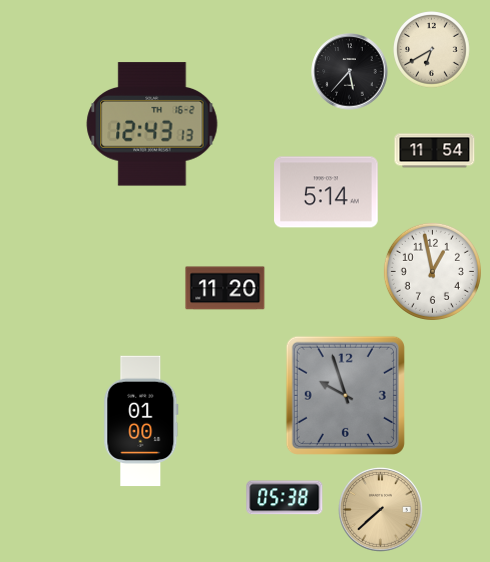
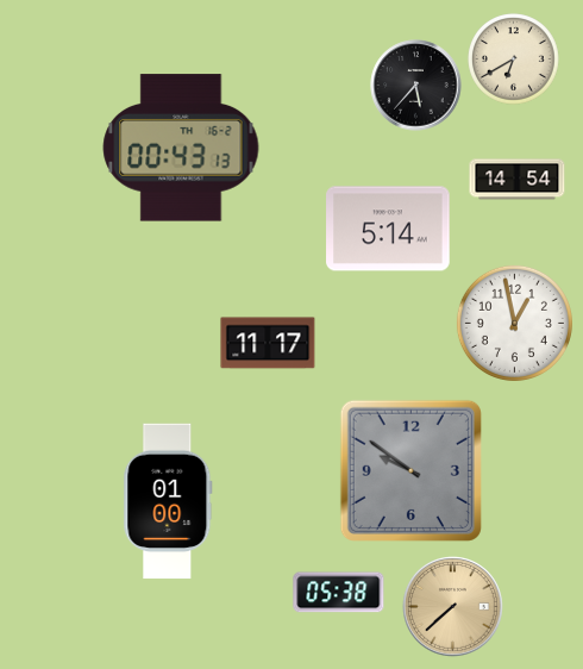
clock at (152, 124): 12:43 -> 00:43
clock at (435, 151): 11:54 -> 14:54
clock at (225, 288): 11:20 -> 11:17
clock at (345, 395): 9:57 -> 9:51
